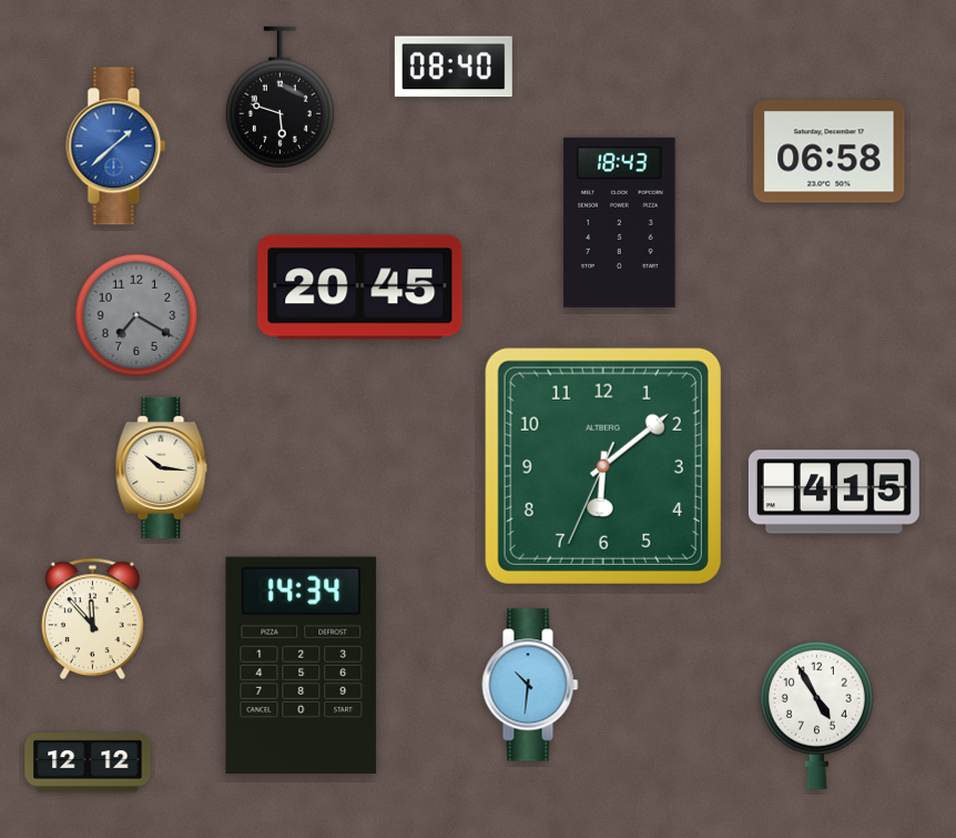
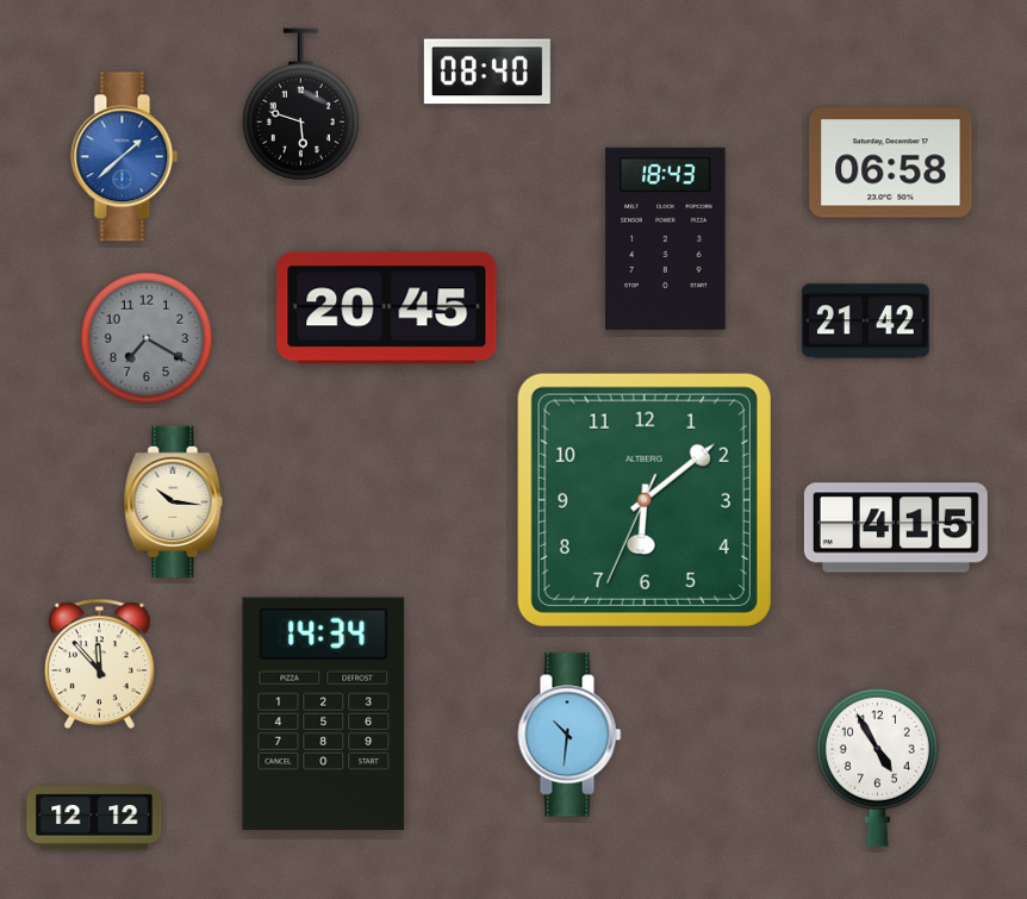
clock at (865, 321): none -> 21:42
clock at (603, 466) position: (603, 466) -> (645, 500)
